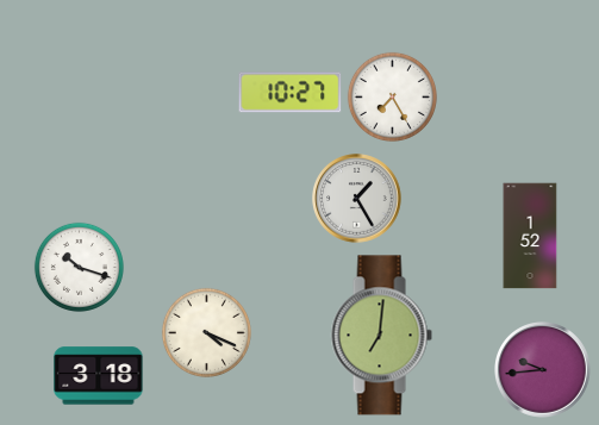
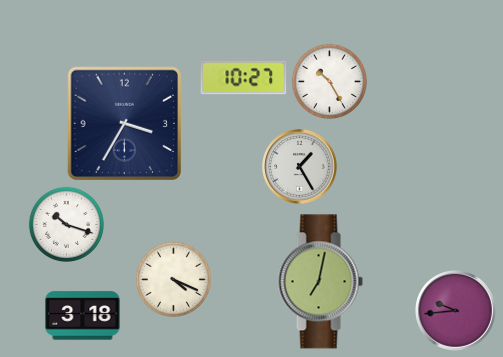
clock at (392, 96): 7:25 -> 10:25
clock at (124, 123): none -> 3:35
clock at (530, 236): 1:52 -> none
clock at (381, 336): 7:01 -> 7:02
